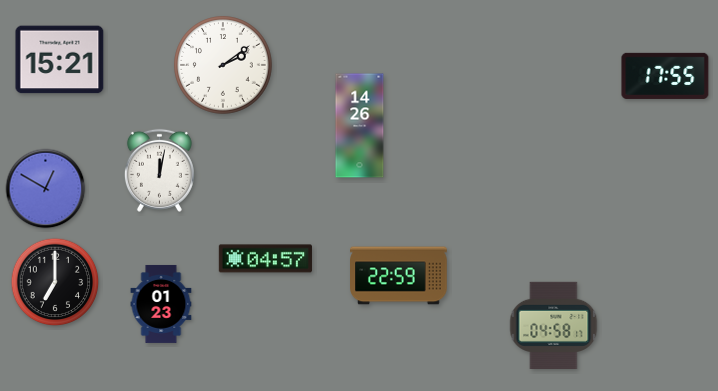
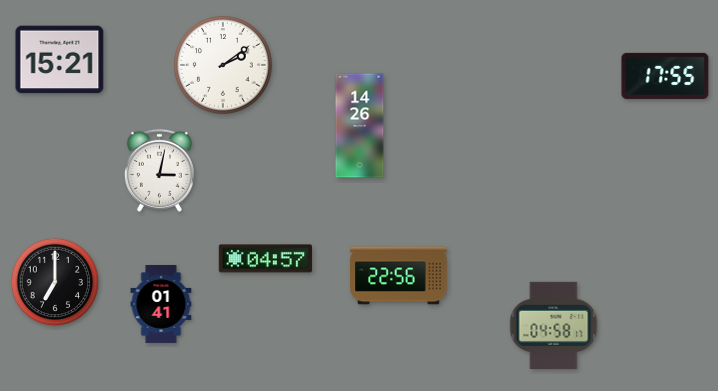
clock at (159, 170): 12:02 -> 3:02
clock at (46, 189): 12:50 -> none
clock at (399, 276): 22:59 -> 22:56
clock at (161, 304): 01:23 -> 01:41
